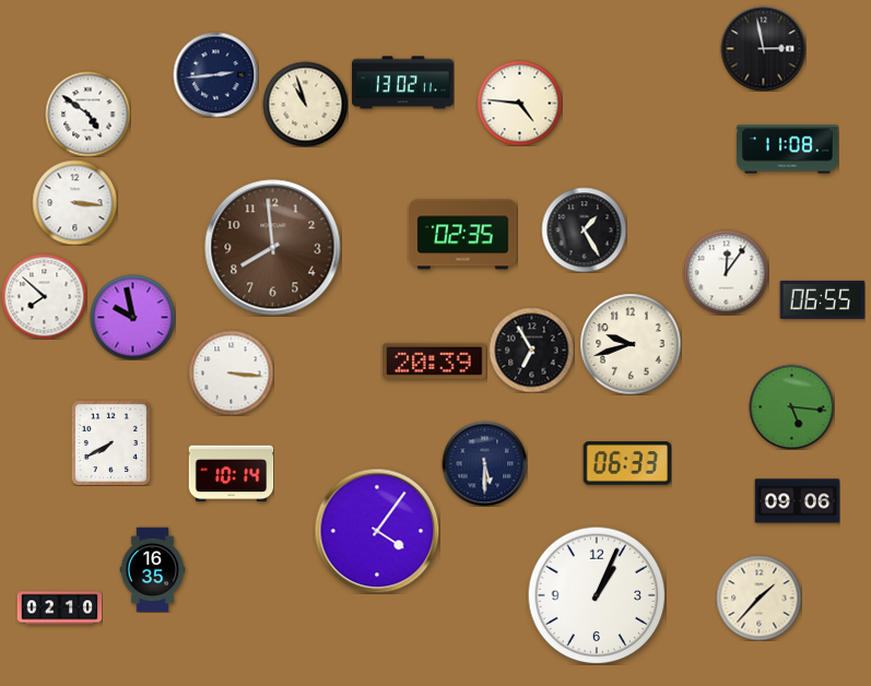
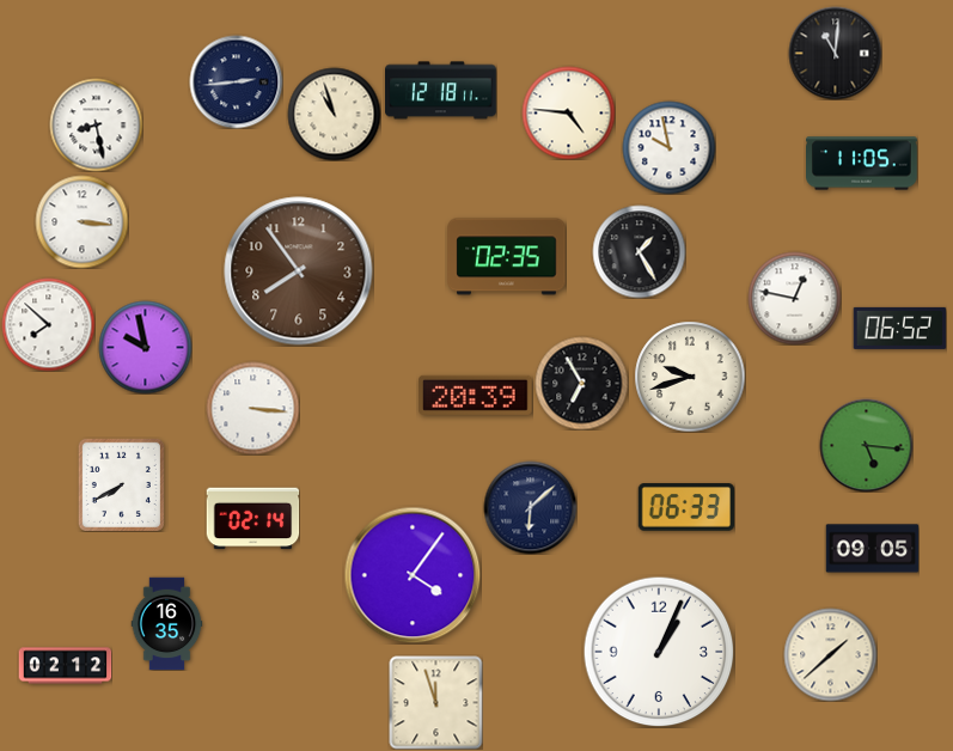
clock at (763, 48): 2:58 -> 11:01
clock at (403, 83): 13:02 -> 12:18
clock at (87, 114): 4:51 -> 8:28
clock at (668, 147): none -> 9:58
clock at (788, 150): 11:08 -> 11:05
clock at (273, 248): 7:59 -> 7:54
clock at (726, 272): 12:06 -> 12:47
clock at (822, 299): 06:55 -> 06:52
clock at (484, 463): 5:30 -> 6:08
clock at (231, 474): 10:14 -> 02:14
clock at (797, 501): 09:06 -> 09:05
clock at (377, 531) position: (377, 531) -> (413, 575)
clock at (597, 595) position: (597, 595) -> (659, 652)
clock at (758, 598): 1:37 -> 1:38
clock at (59, 608): 02:10 -> 02:12
clock at (435, 702): none -> 11:57
